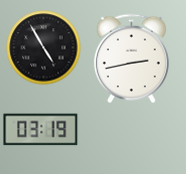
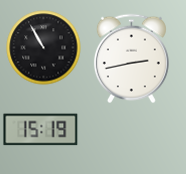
clock at (44, 48): 4:55 -> 10:55
clock at (41, 130): 03:19 -> 15:19
